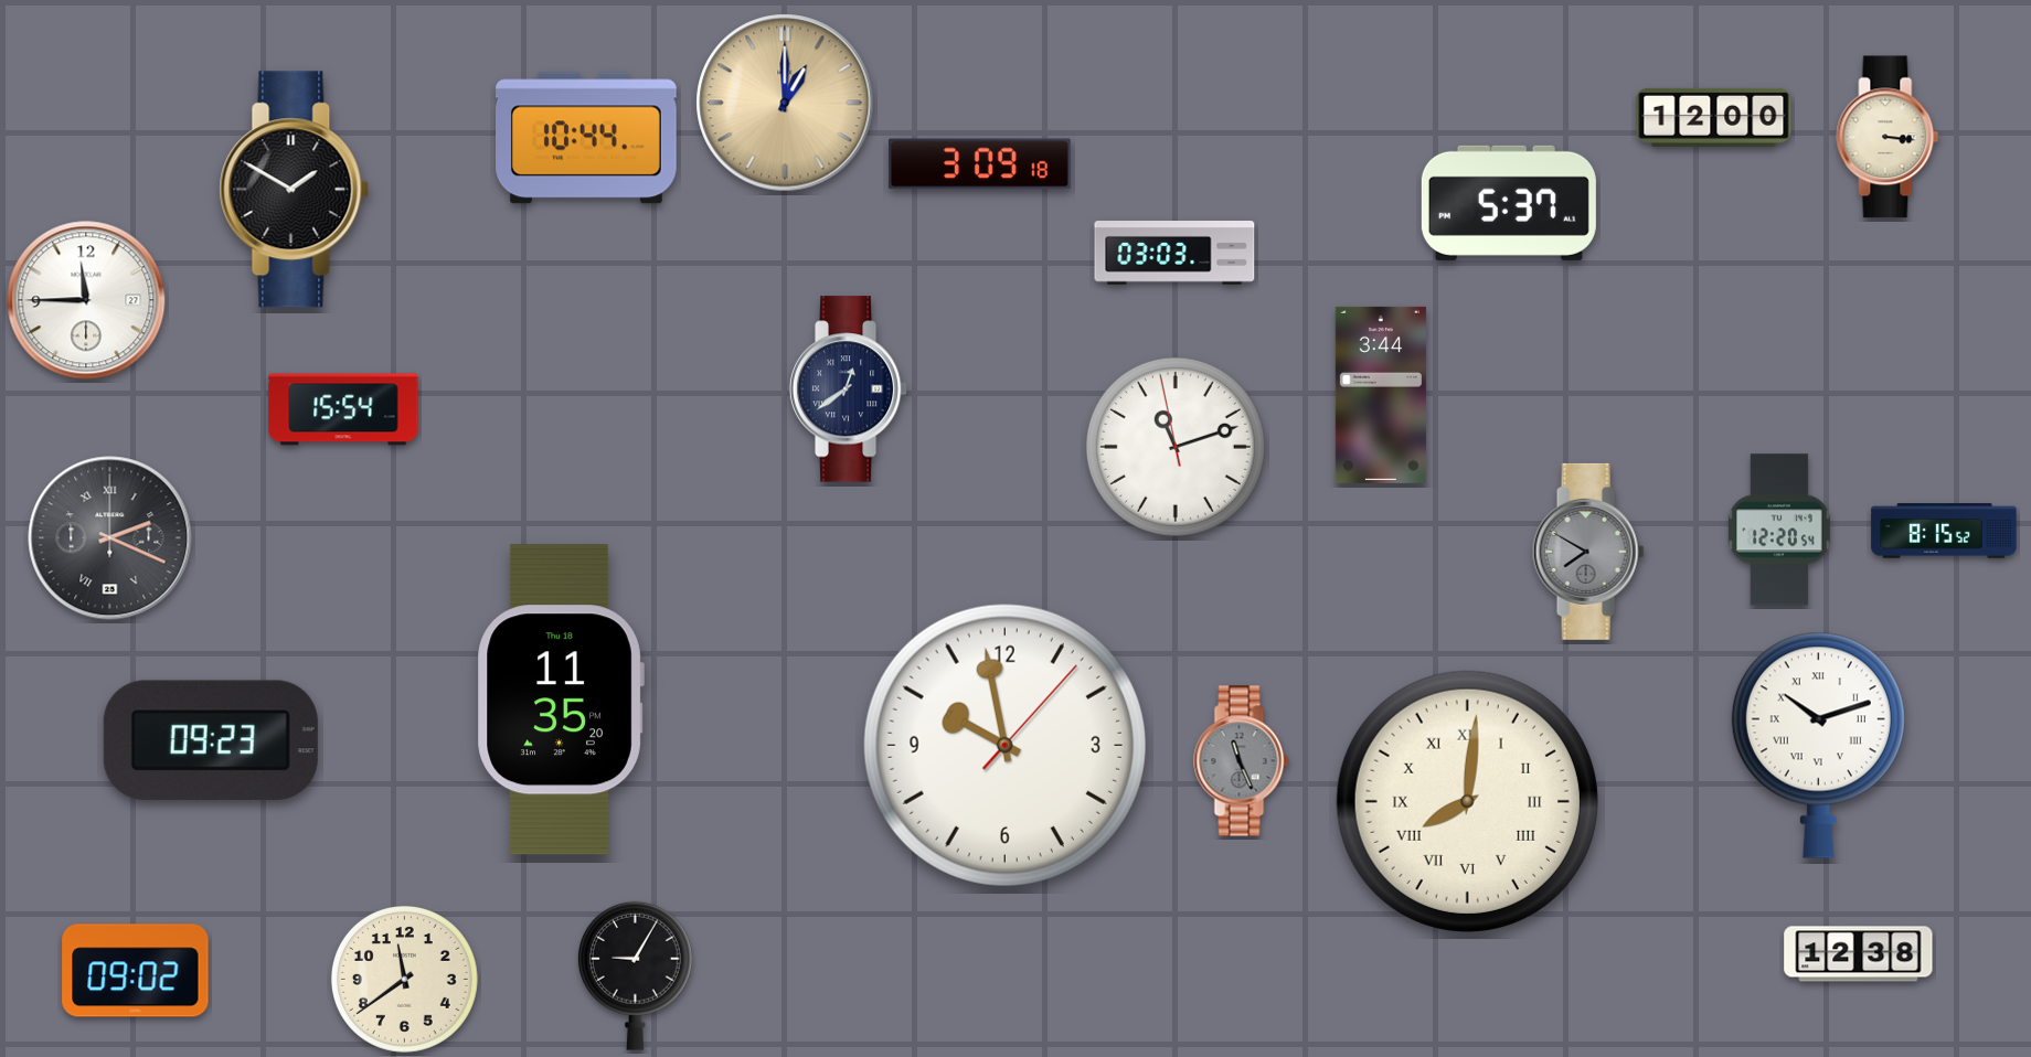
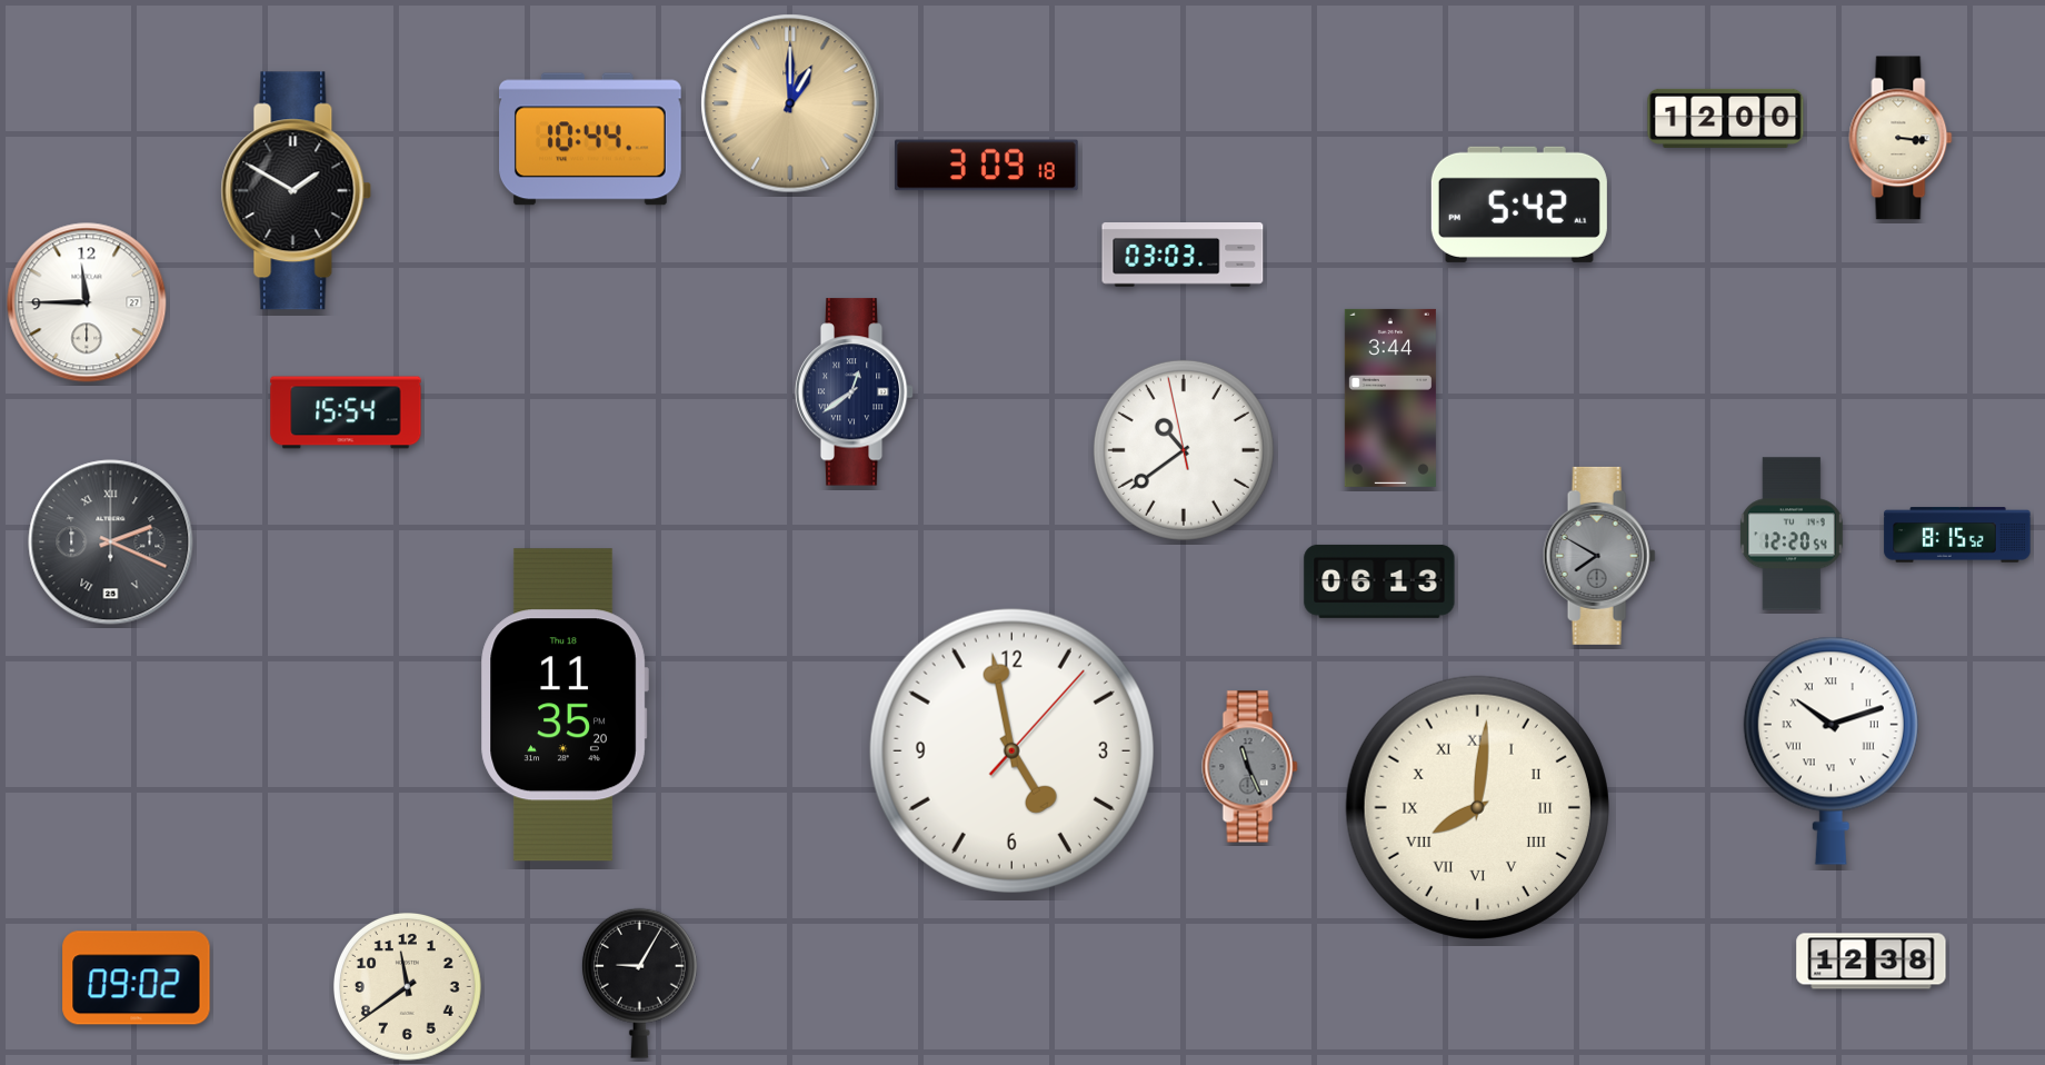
clock at (1509, 203): 5:37 -> 5:42
clock at (1176, 447): 11:11 -> 10:38
clock at (1379, 581): none -> 06:13
clock at (211, 740): 09:23 -> none
clock at (1004, 745): 9:58 -> 4:58
